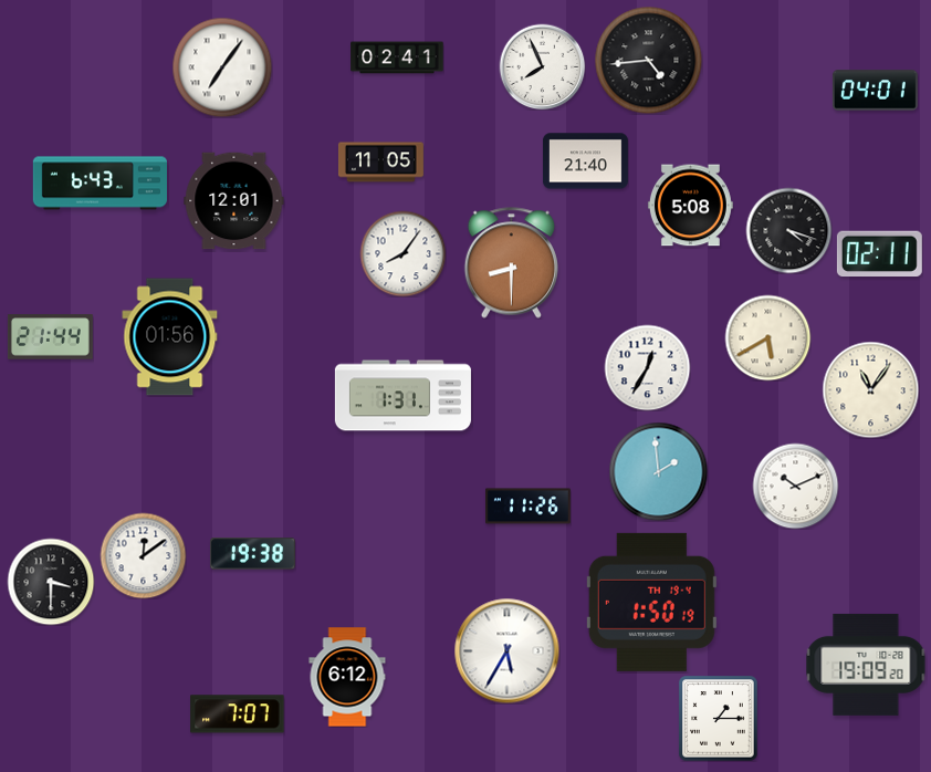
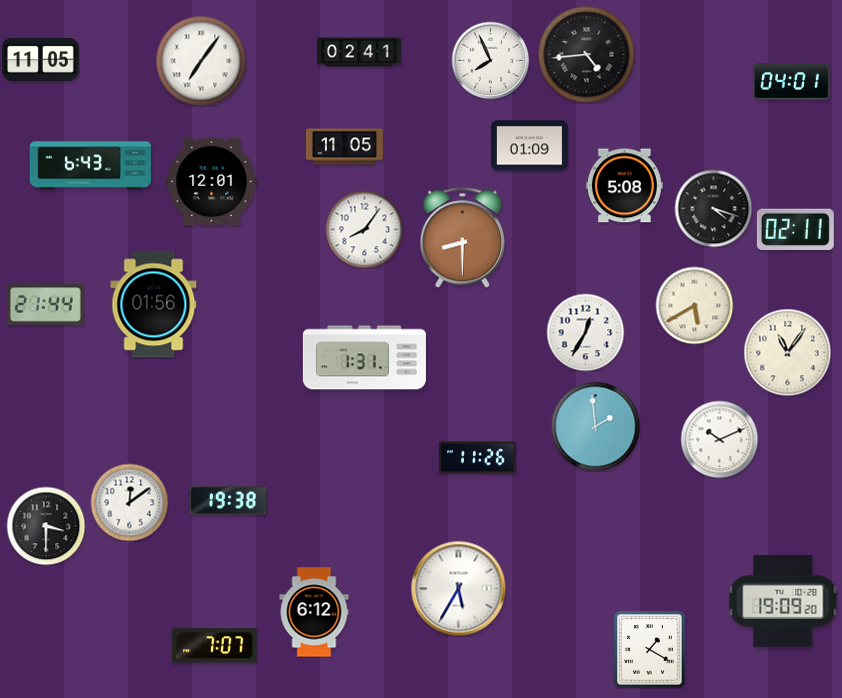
clock at (40, 59): none -> 11:05
clock at (585, 161): 21:40 -> 01:09
clock at (651, 602): 1:50 -> none
clock at (719, 718): 1:15 -> 1:20
